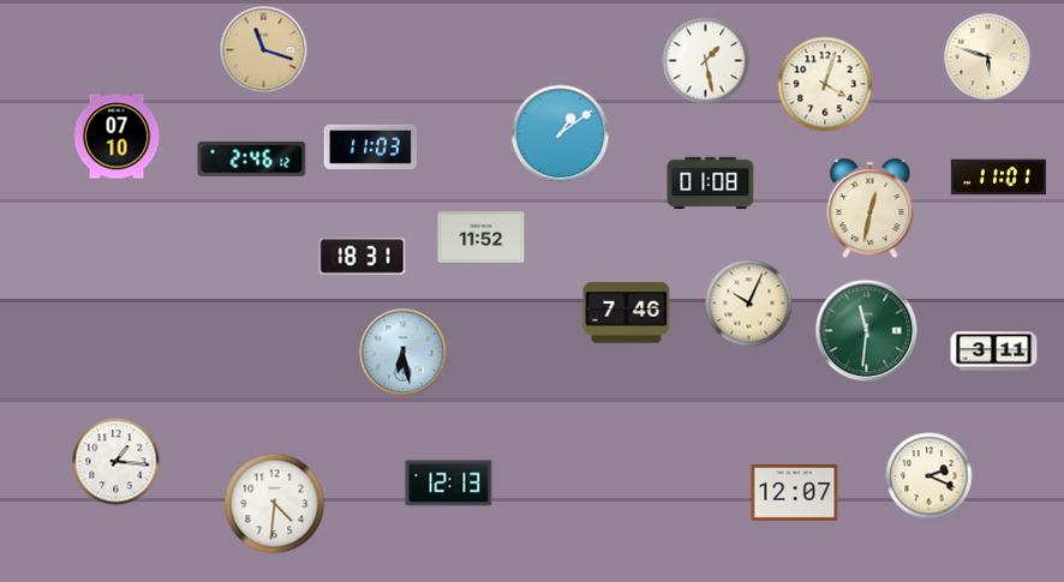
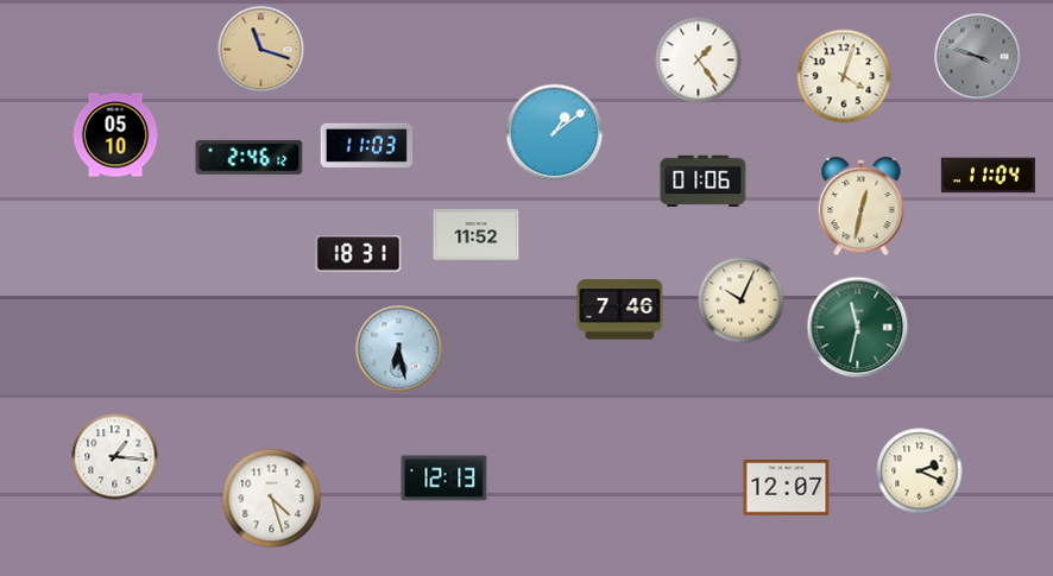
clock at (988, 58): 5:48 -> 3:48
clock at (988, 58) dial: cream -> grey
clock at (706, 61): 1:28 -> 1:24
clock at (825, 84) position: (825, 84) -> (844, 76)
clock at (116, 137): 07:10 -> 05:10
clock at (998, 178): 11:01 -> 11:04
clock at (711, 184): 01:08 -> 01:06
clock at (867, 331): 11:31 -> 11:32
clock at (994, 352): 3:11 -> none
clock at (275, 504): 4:31 -> 4:27
